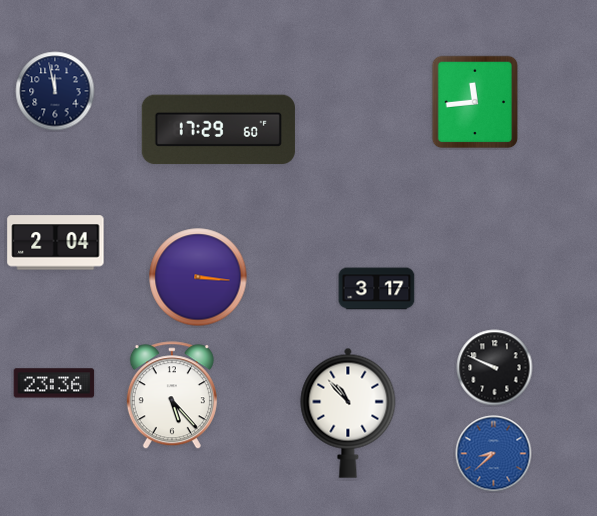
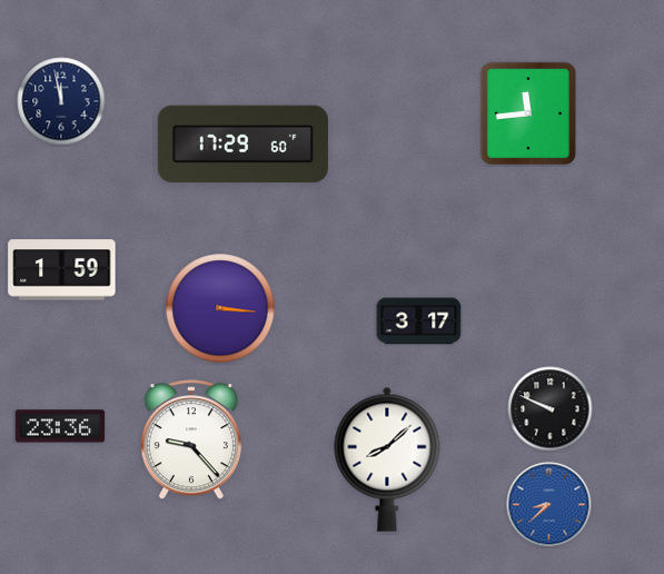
clock at (56, 243): 2:04 -> 1:59
clock at (172, 396): 5:23 -> 9:23
clock at (348, 413): 10:53 -> 8:08
